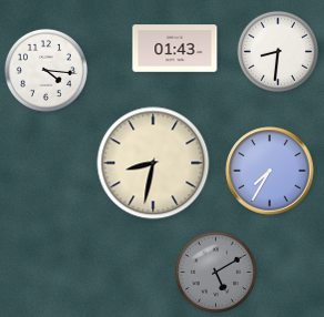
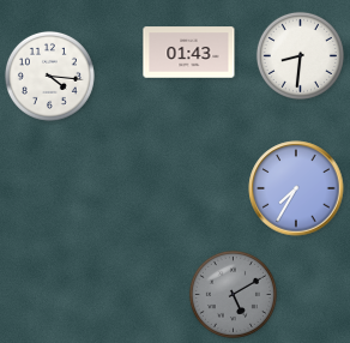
clock at (153, 163): 8:32 -> none
clock at (270, 171) position: (270, 171) -> (296, 188)
